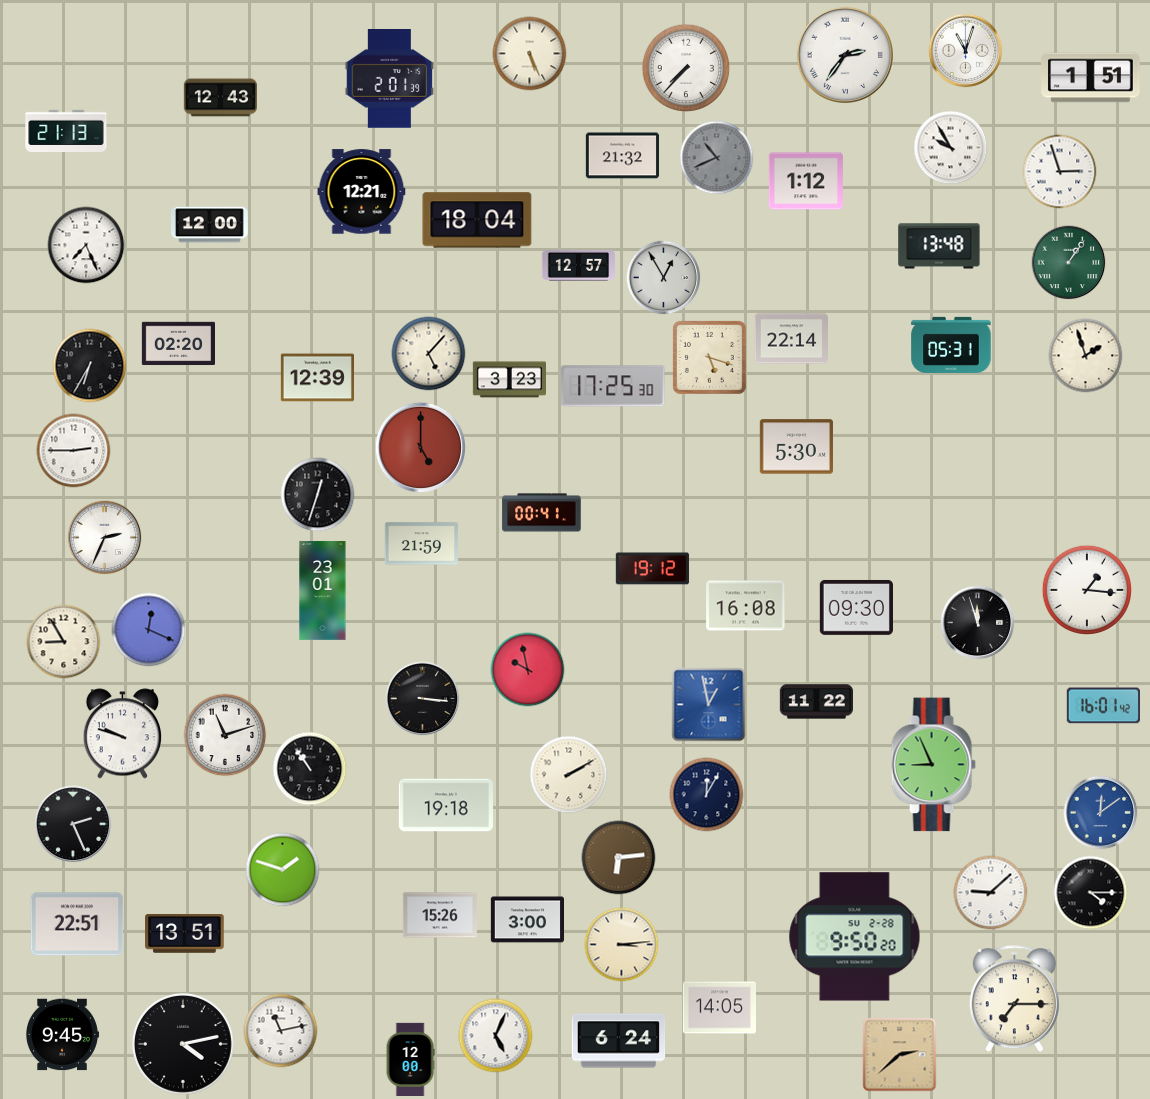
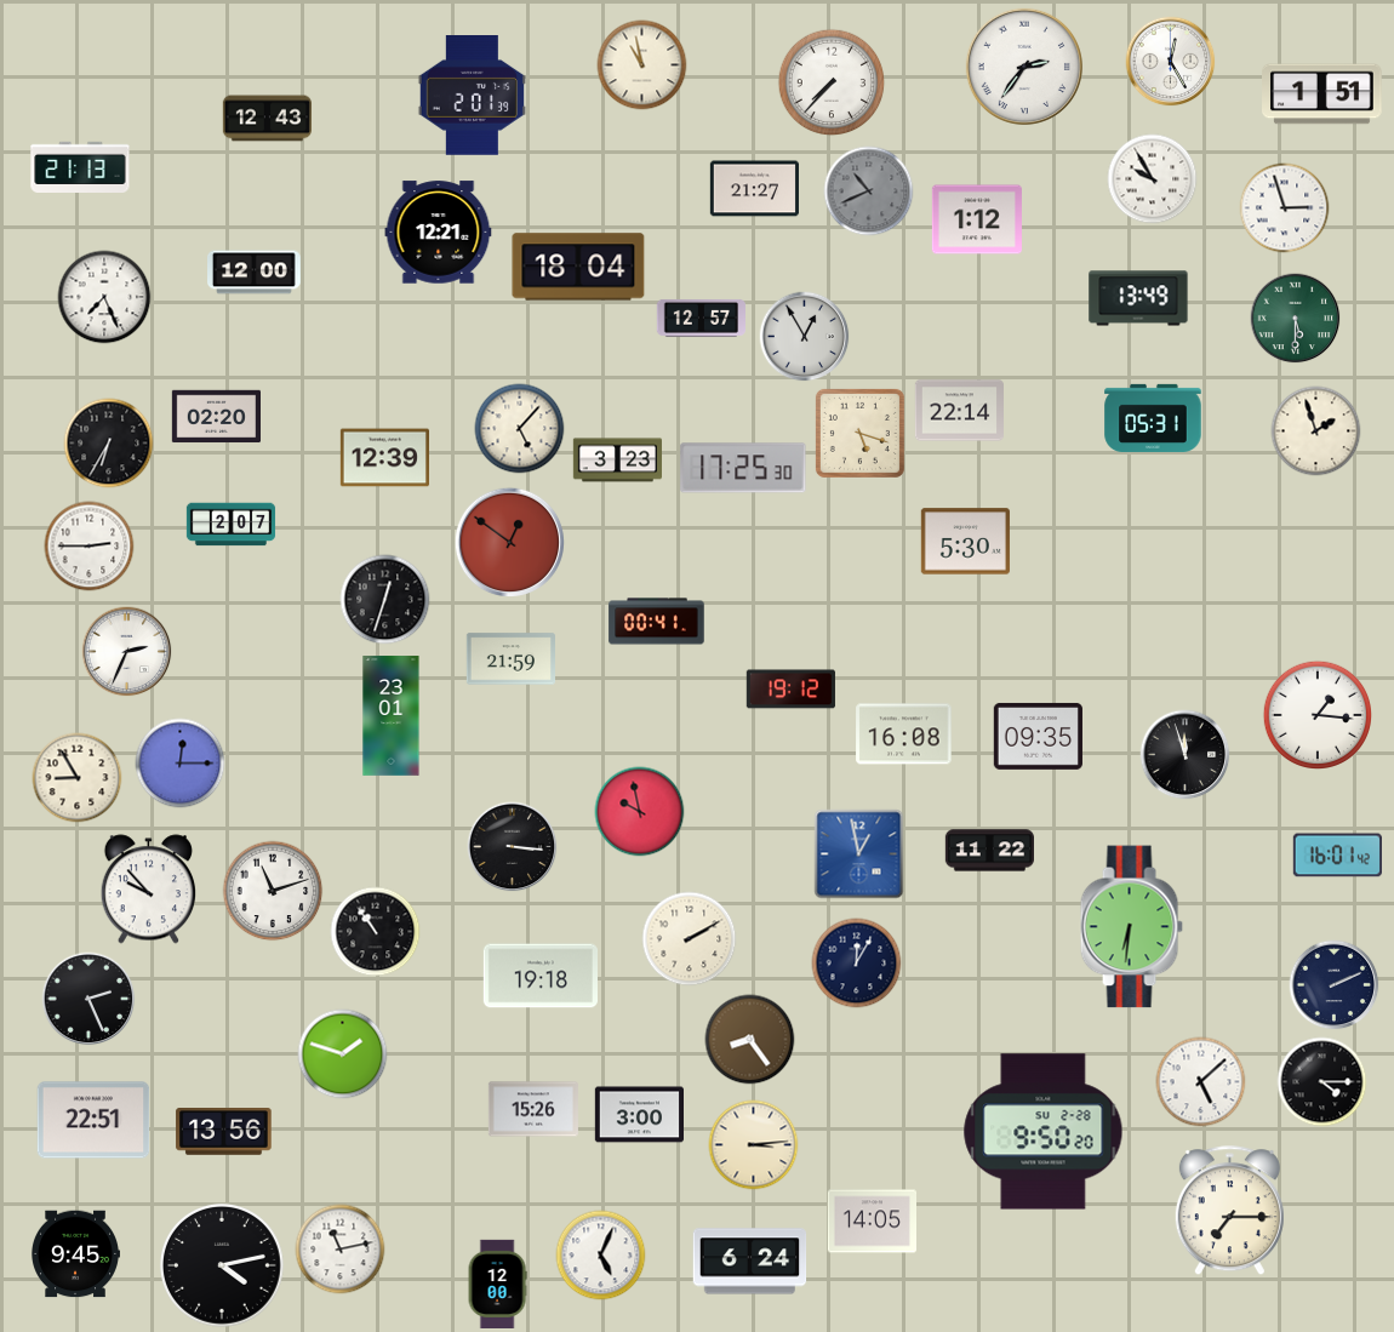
clock at (966, 51): 11:03 -> 12:25
clock at (530, 54): 5:26 -> 10:58
clock at (66, 130) position: (66, 130) -> (80, 166)
clock at (622, 156): 21:32 -> 21:27
clock at (939, 246): 13:48 -> 13:49
clock at (1069, 263): 1:06 -> 5:30
clock at (578, 265) position: (578, 265) -> (701, 318)
clock at (232, 525): none -> 2:07
clock at (420, 447): 5:00 -> 12:51
clock at (856, 607): 09:30 -> 09:35
clock at (149, 630): 12:19 -> 12:15
clock at (122, 734): 9:48 -> 9:53
clock at (933, 765): 8:56 -> 6:31
clock at (1101, 813): 12:09 -> 2:11
clock at (1101, 813) dial: blue -> navy
clock at (619, 858): 6:14 -> 8:24
clock at (991, 893): 9:08 -> 5:08
clock at (185, 934): 13:51 -> 13:56
clock at (855, 937) position: (855, 937) -> (1044, 1132)
clock at (900, 1055): 2:38 -> none
